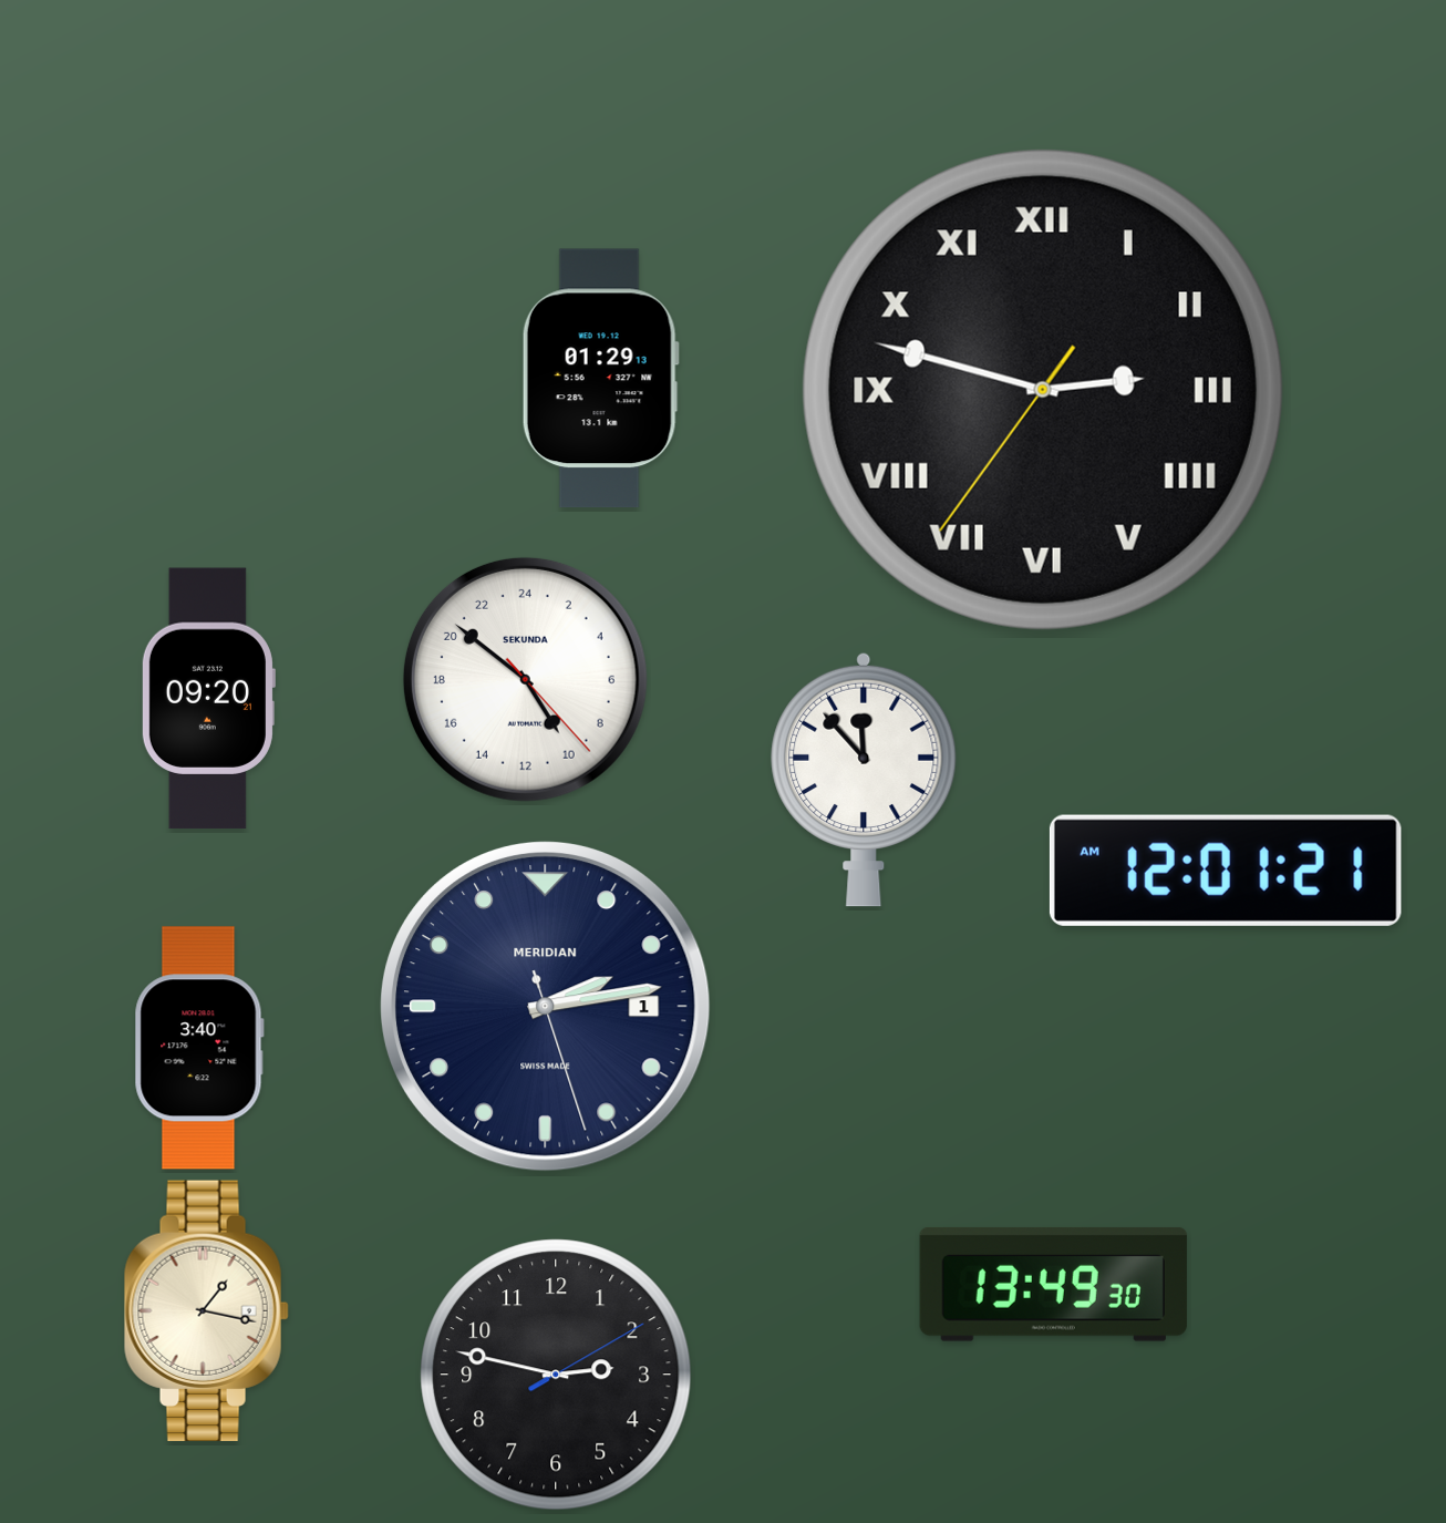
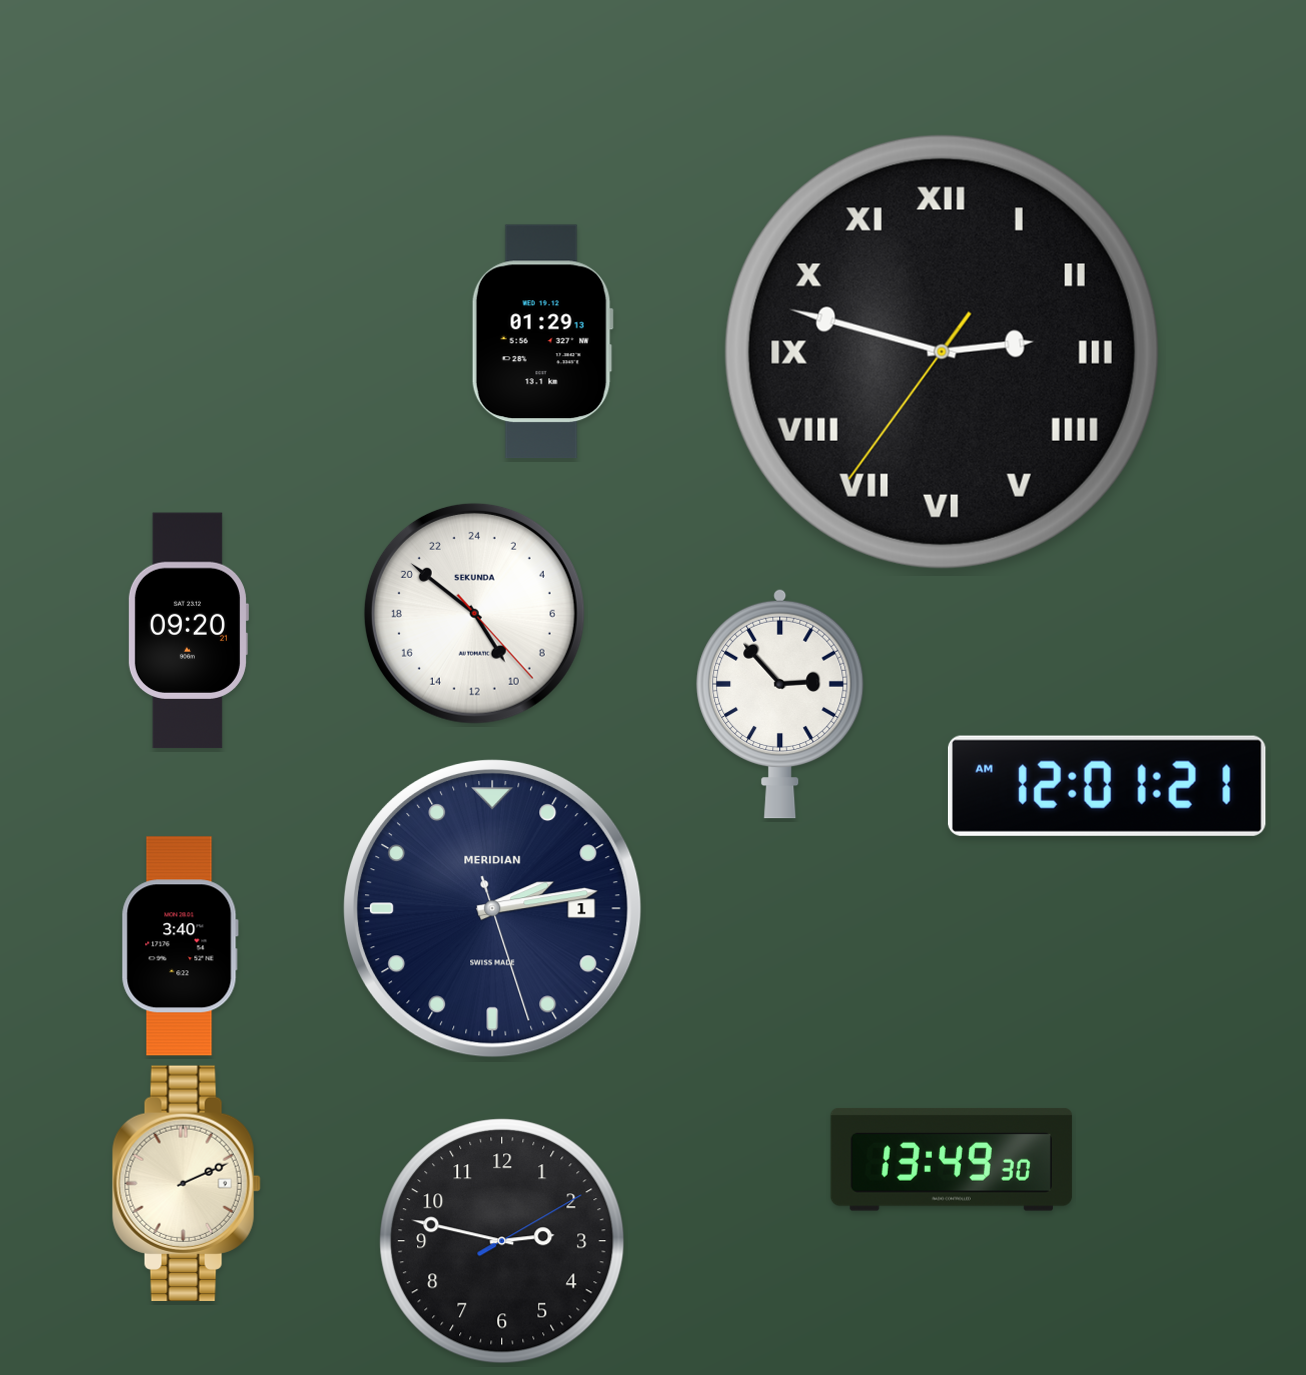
clock at (864, 780): 11:53 -> 2:53
clock at (206, 1311): 1:17 -> 2:11
